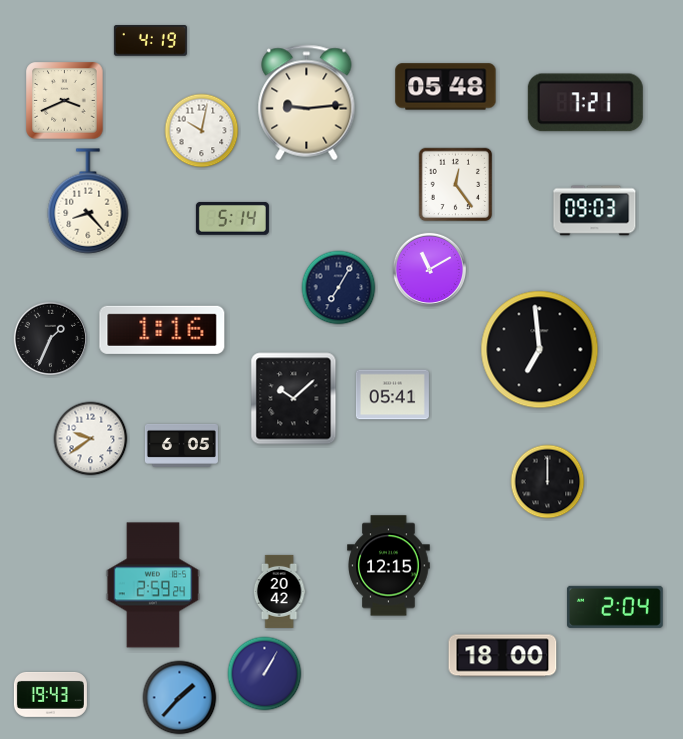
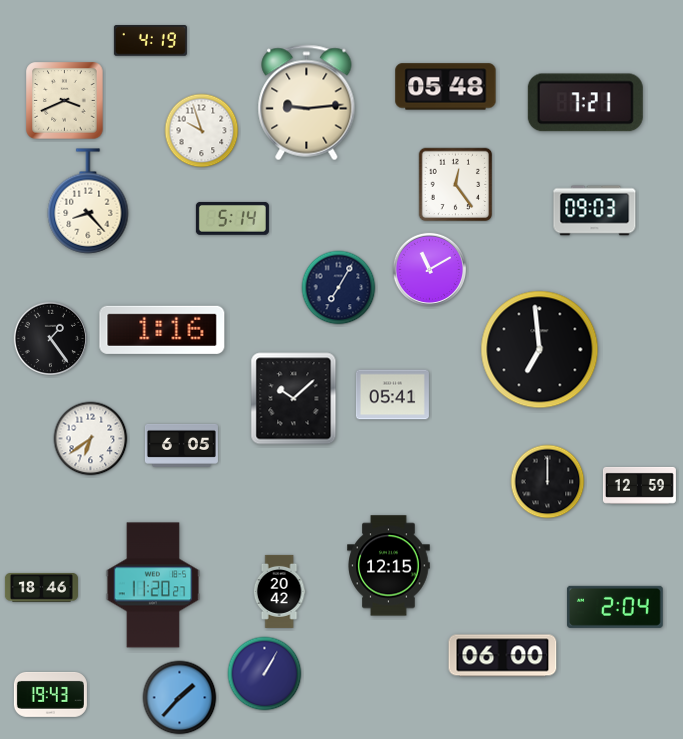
clock at (202, 131): 10:02 -> 9:57
clock at (50, 338): 1:34 -> 1:24
clock at (91, 439): 9:39 -> 6:39
clock at (639, 485): none -> 12:59
clock at (153, 585): 2:59 -> 11:20
clock at (41, 588): none -> 18:46
clock at (503, 656): 18:00 -> 06:00
